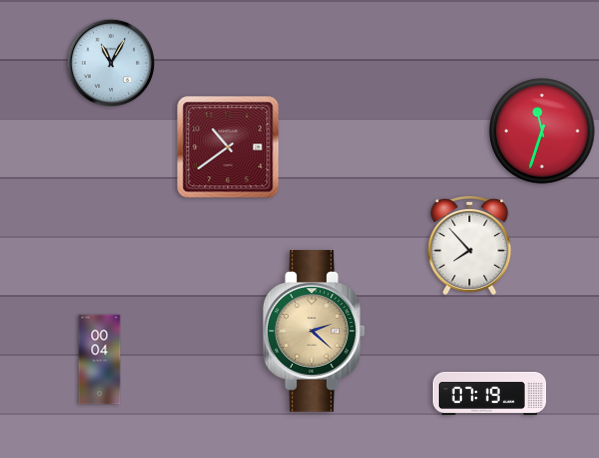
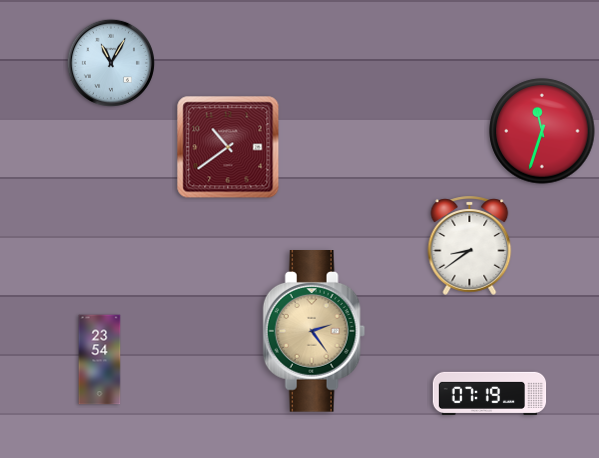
clock at (470, 245): 7:53 -> 8:39
clock at (314, 331): 2:22 -> 2:24
clock at (100, 360): 00:04 -> 23:54
